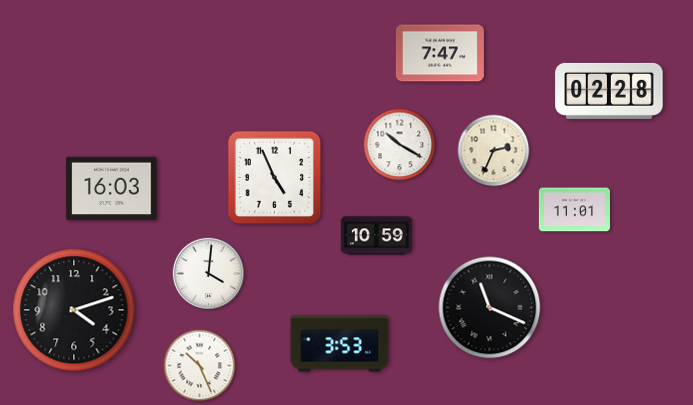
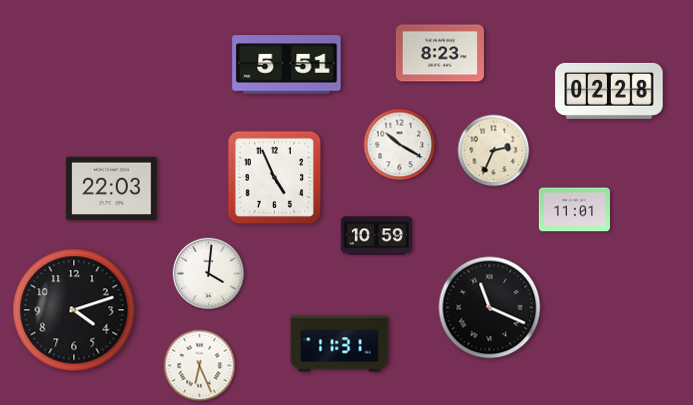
clock at (440, 53): 7:47 -> 8:23
clock at (287, 65): none -> 5:51
clock at (112, 189): 16:03 -> 22:03
clock at (340, 344): 3:53 -> 11:31
clock at (200, 366): 10:26 -> 6:26
